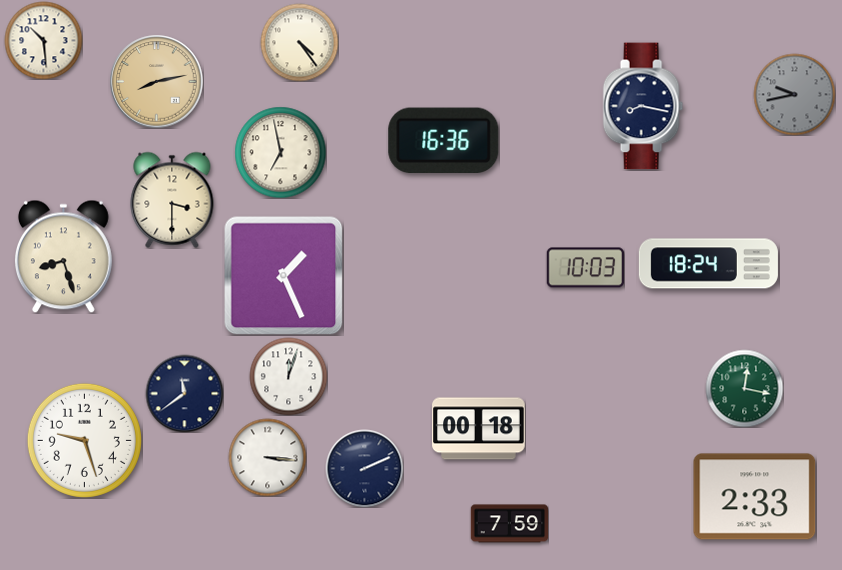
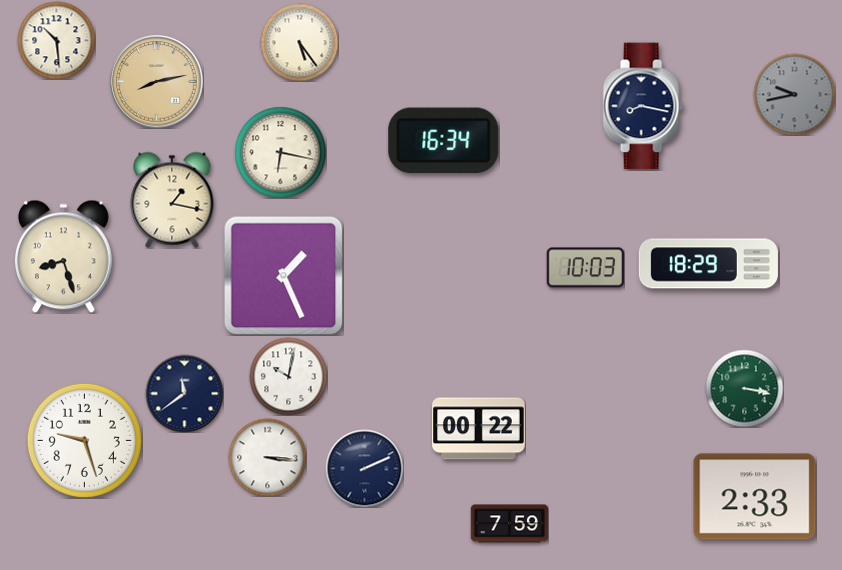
clock at (43, 40) position: (43, 40) -> (56, 40)
clock at (299, 42): 4:24 -> 5:24
clock at (444, 141): 16:36 -> 16:34
clock at (280, 152): 6:58 -> 6:17
clock at (172, 200): 3:30 -> 1:17
clock at (708, 264): 18:24 -> 18:29
clock at (288, 376): 12:03 -> 10:02
clock at (744, 388): 12:17 -> 3:17
clock at (479, 429): 00:18 -> 00:22
